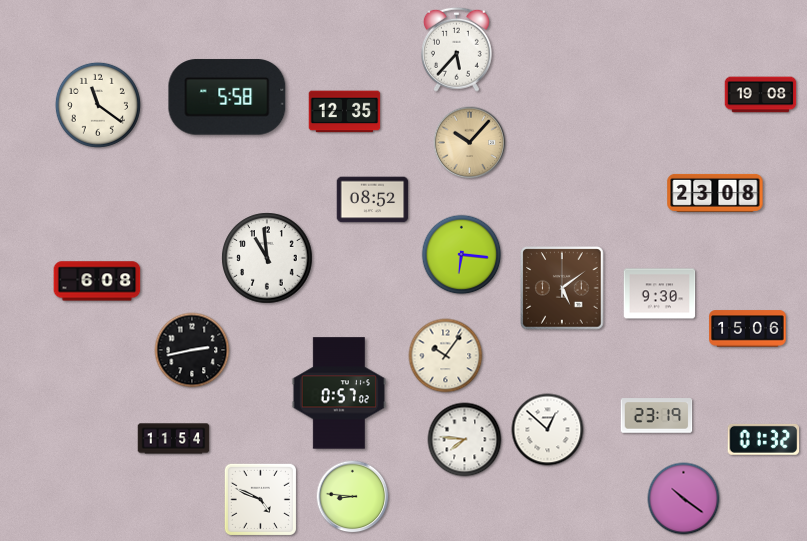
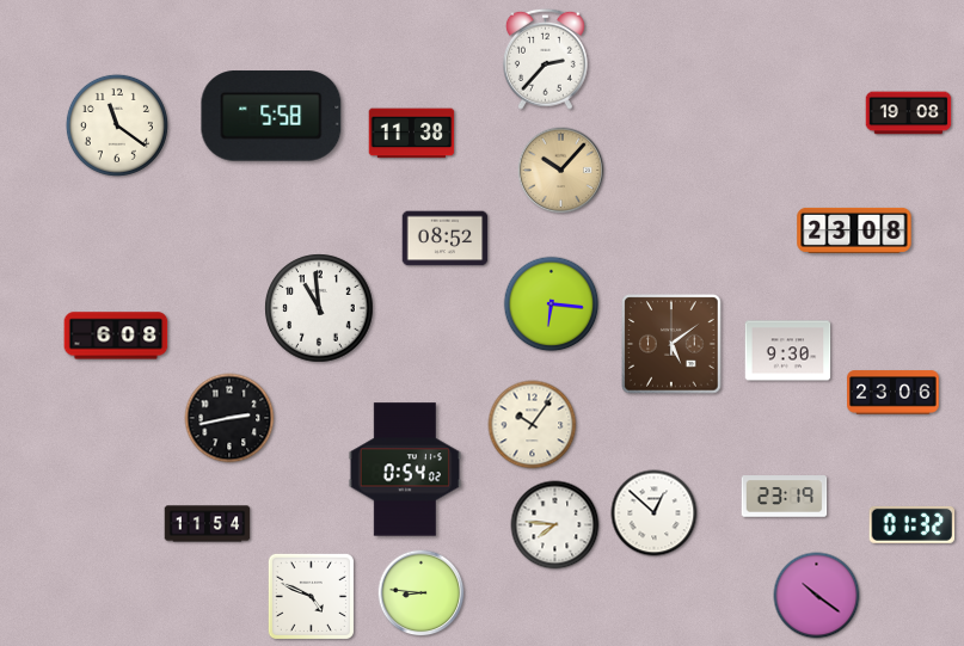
clock at (456, 49): 5:37 -> 2:37
clock at (345, 112): 12:35 -> 11:38
clock at (748, 329): 15:06 -> 23:06
clock at (338, 393): 0:57 -> 0:54
